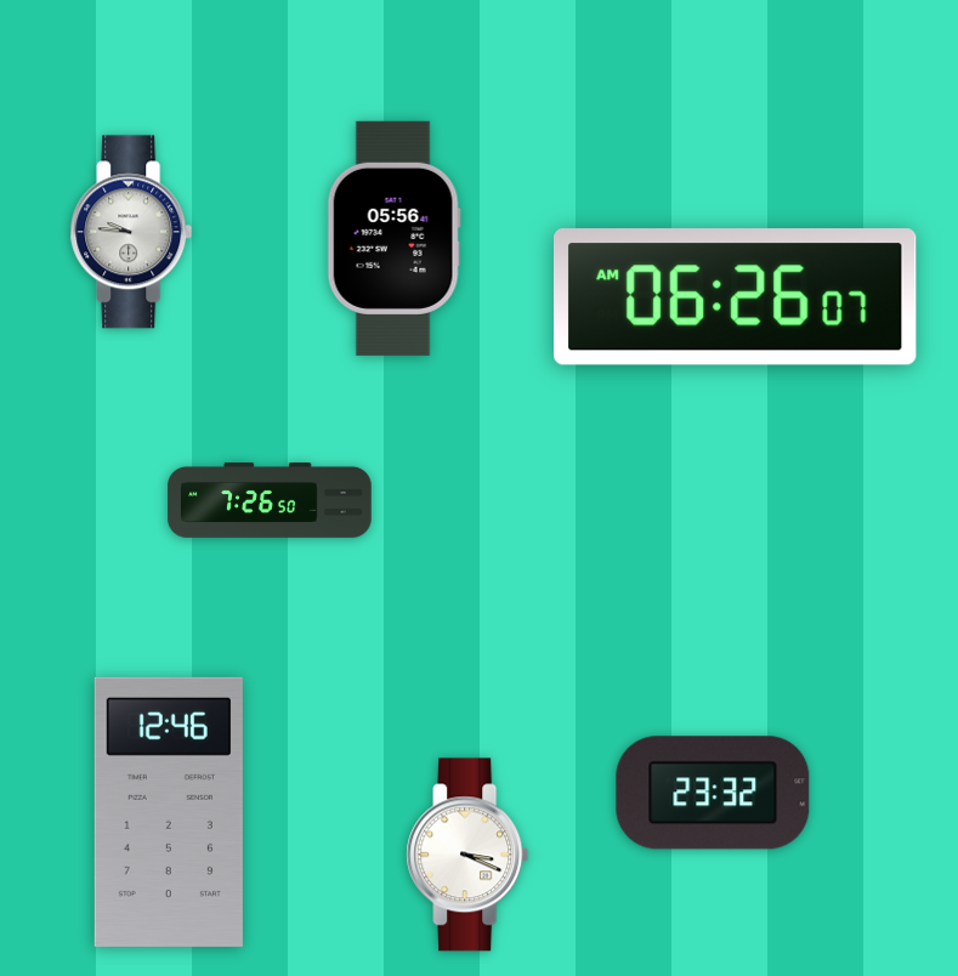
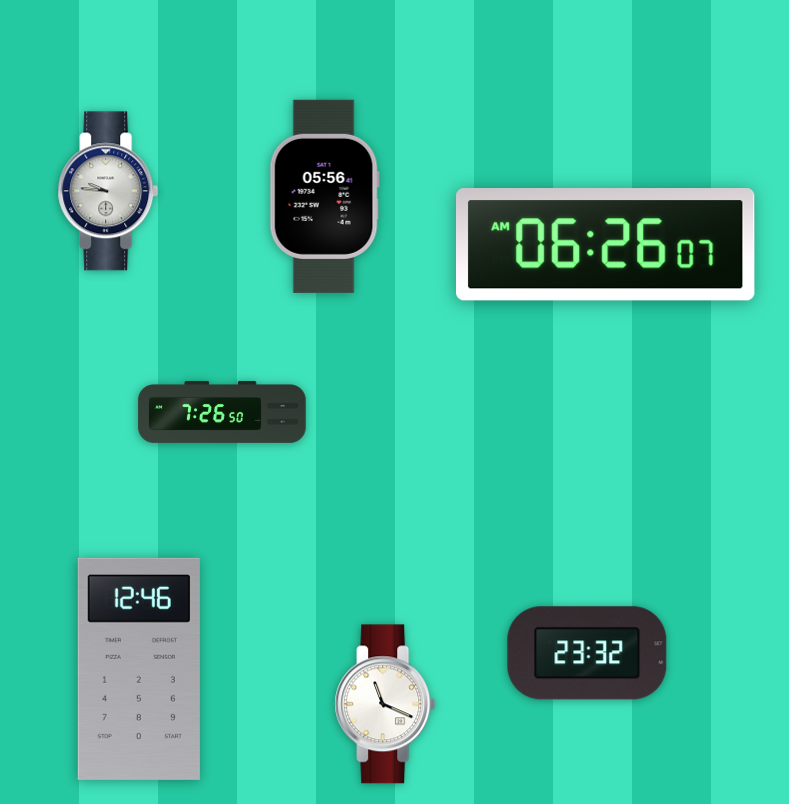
clock at (467, 855): 3:19 -> 11:19
